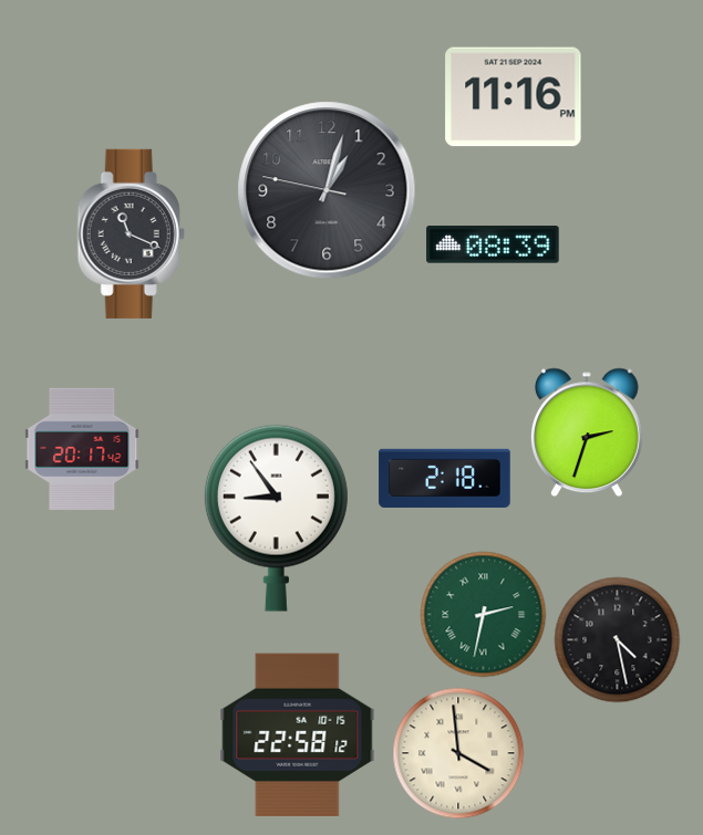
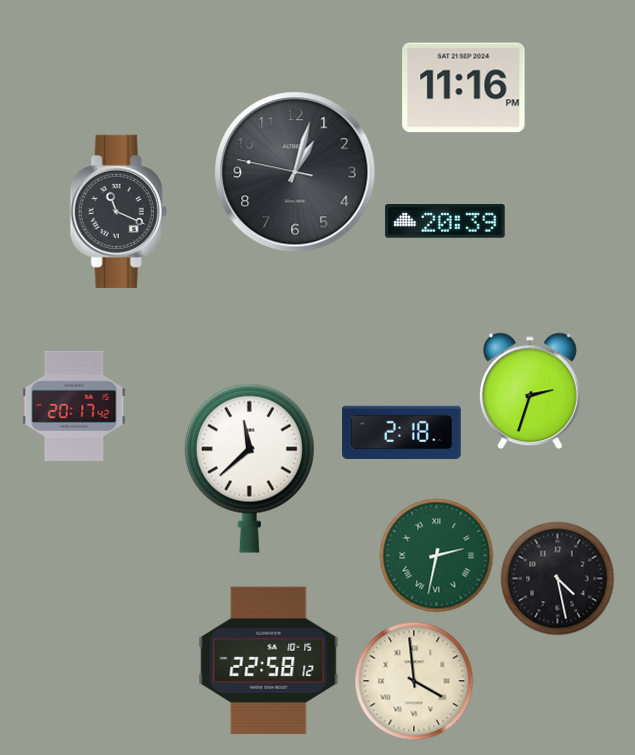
clock at (493, 244): 08:39 -> 20:39
clock at (276, 518): 8:54 -> 11:38
clock at (298, 735) position: (298, 735) -> (269, 661)
